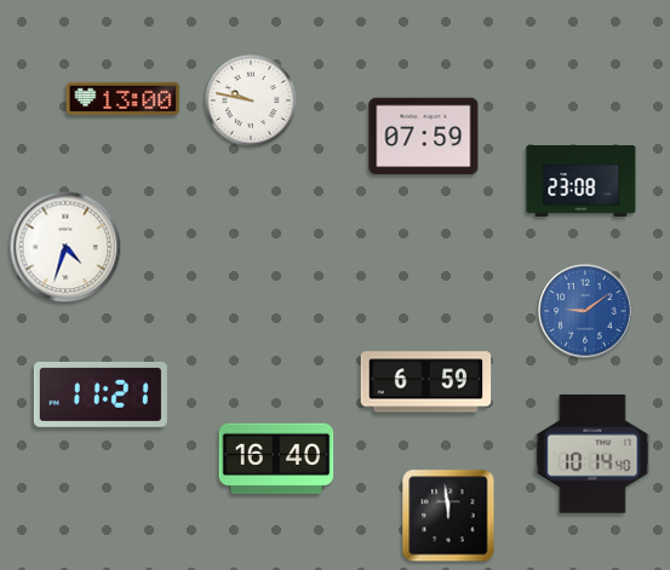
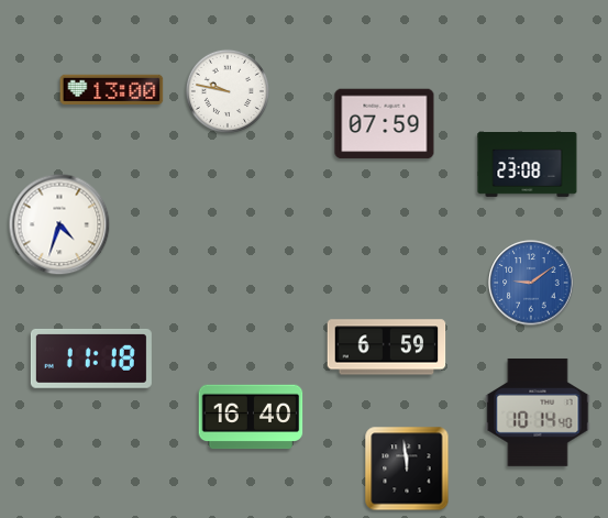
clock at (101, 395): 11:21 -> 11:18
